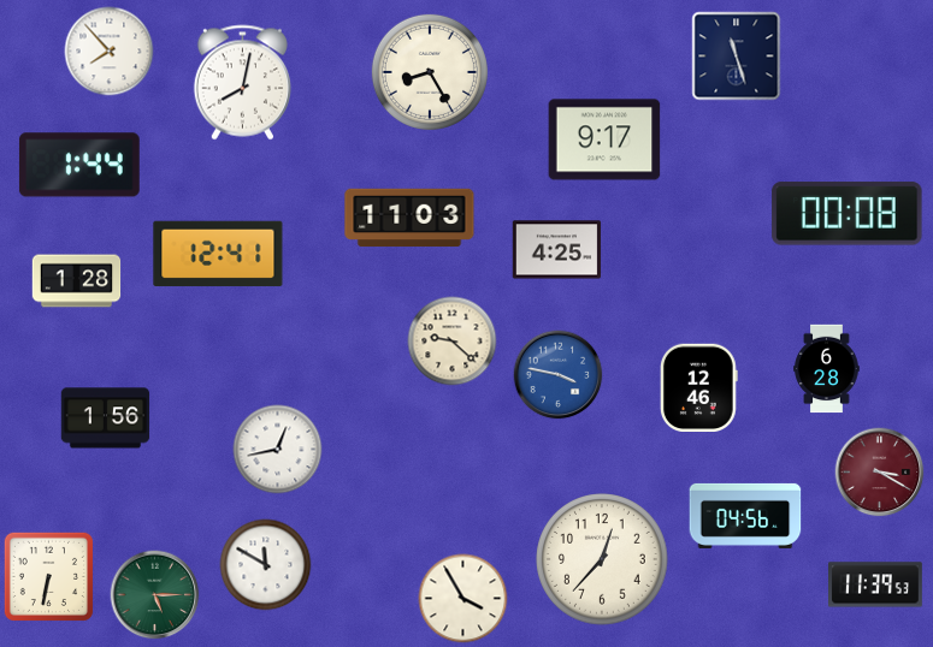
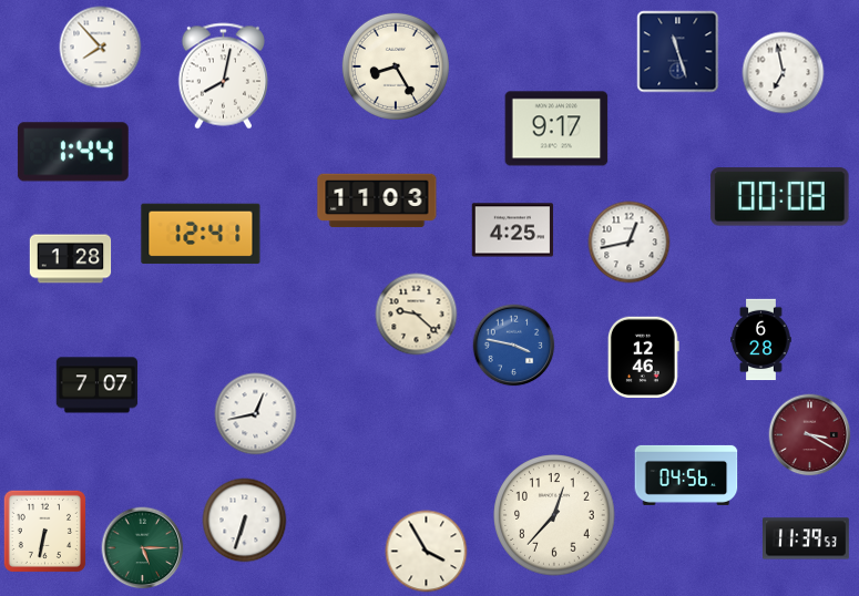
clock at (784, 73): none -> 6:58
clock at (630, 243): none -> 12:43
clock at (106, 419): 1:56 -> 7:07
clock at (266, 565): 11:50 -> 6:33
